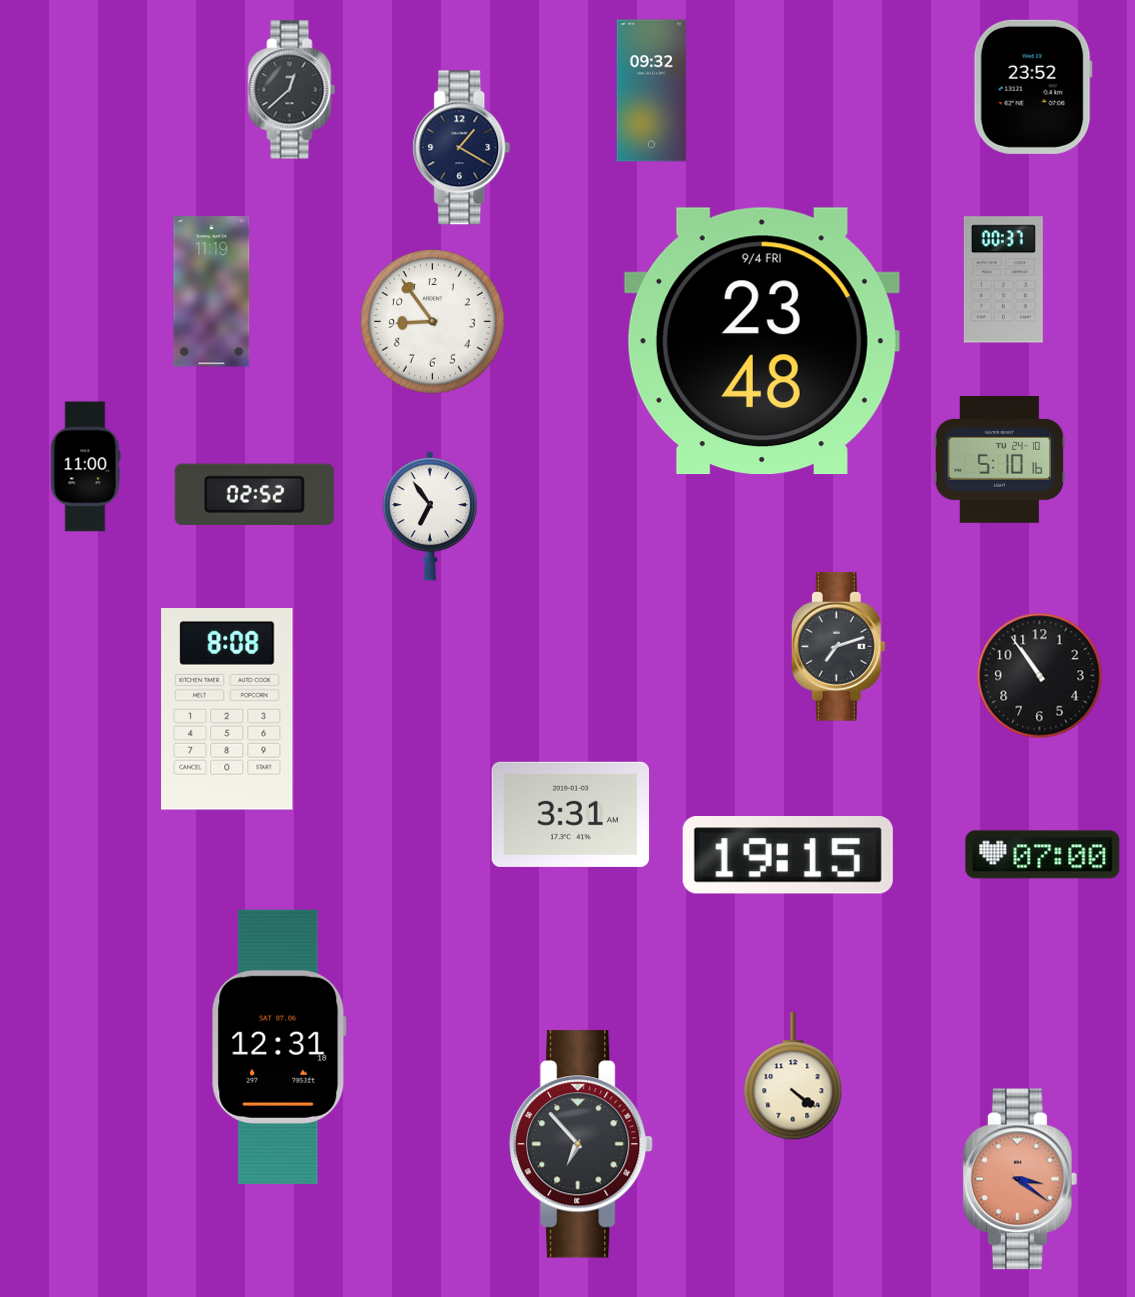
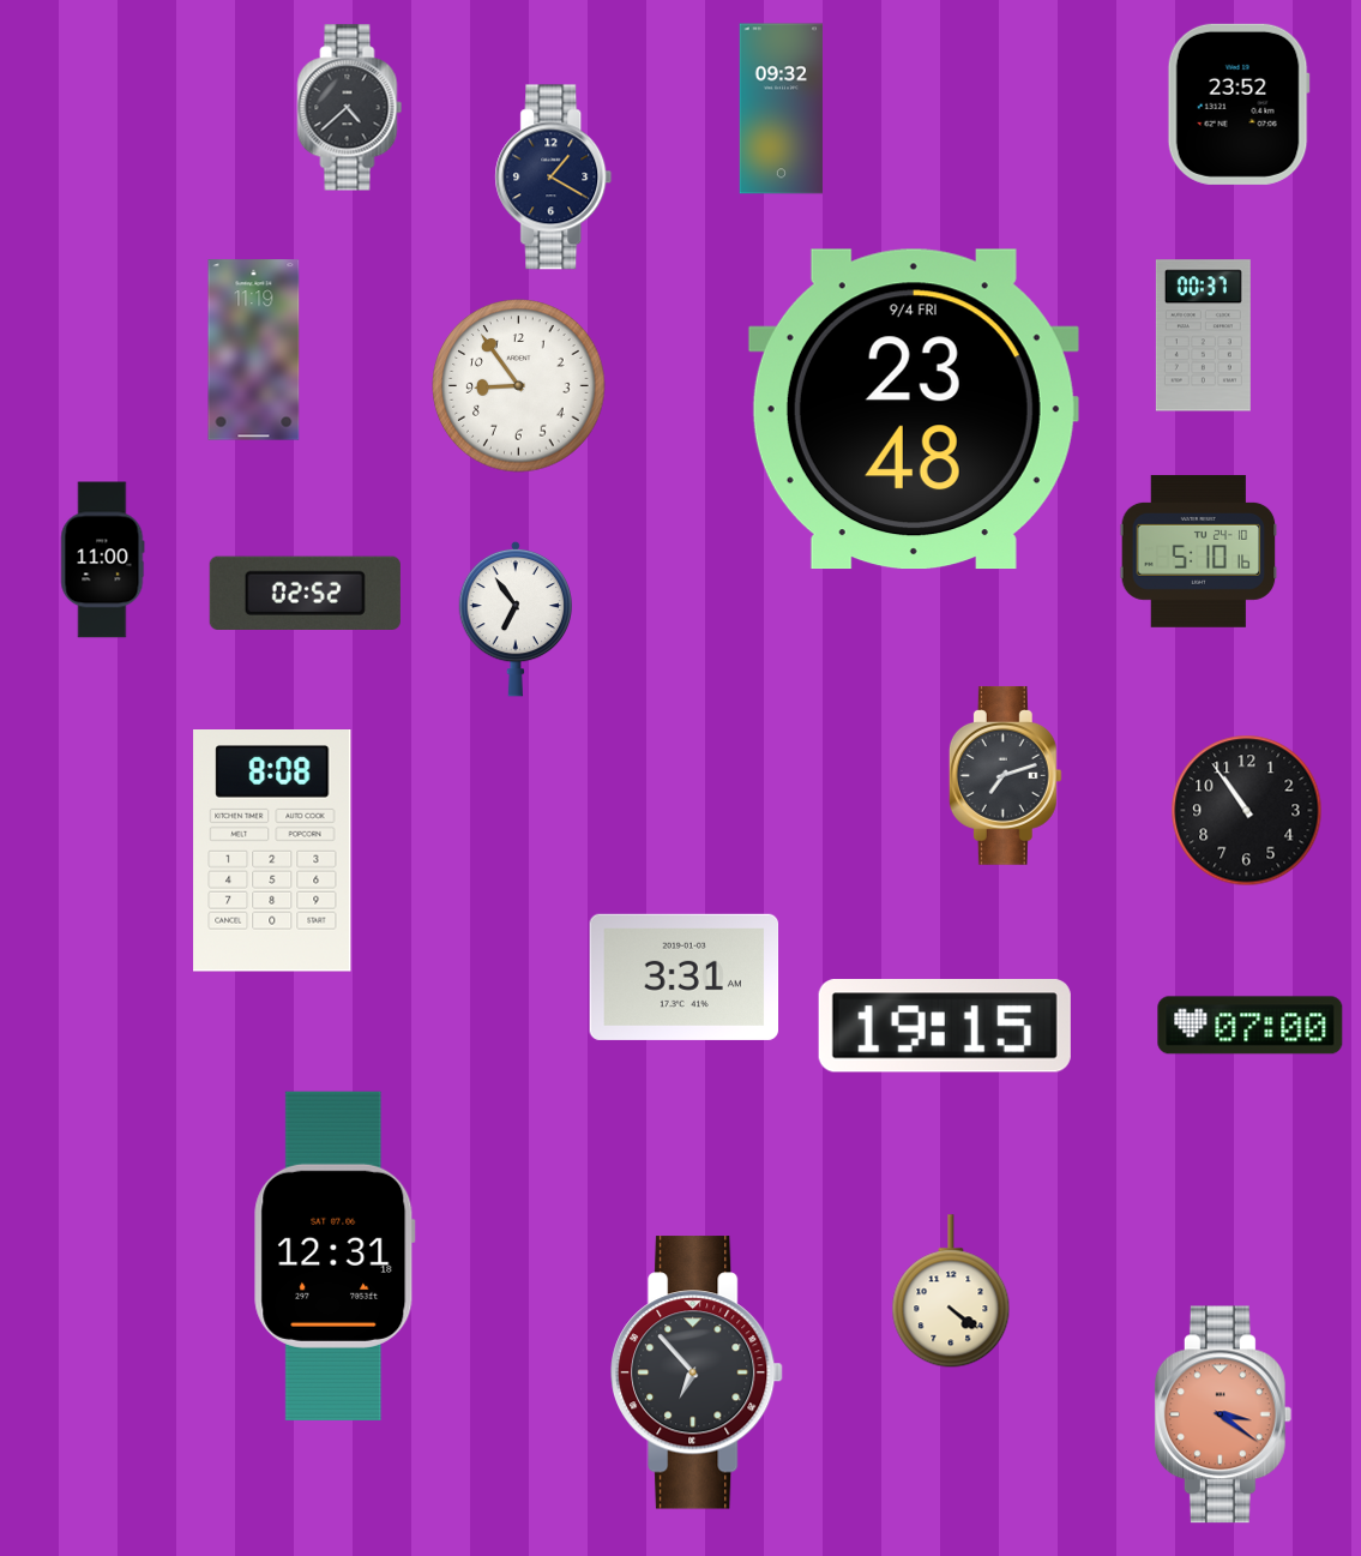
clock at (292, 90): 12:38 -> 4:38
